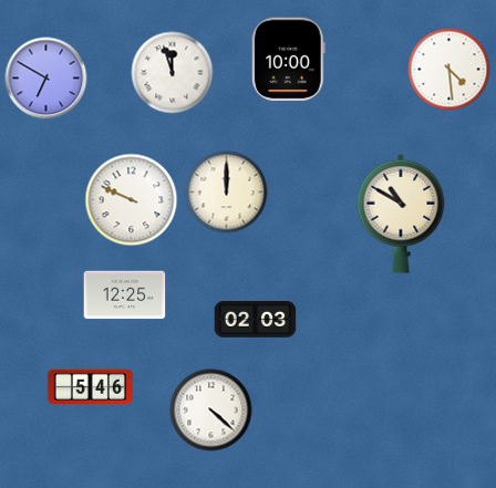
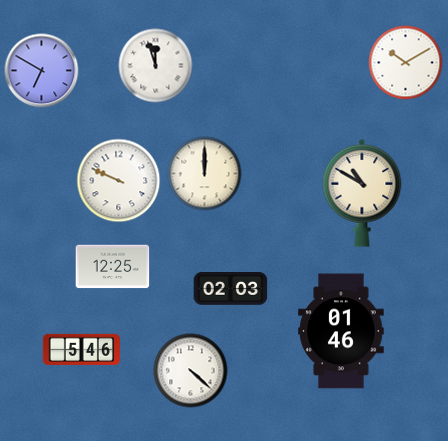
clock at (288, 60): 10:00 -> none
clock at (449, 70): 4:29 -> 10:10
clock at (341, 331): none -> 01:46
